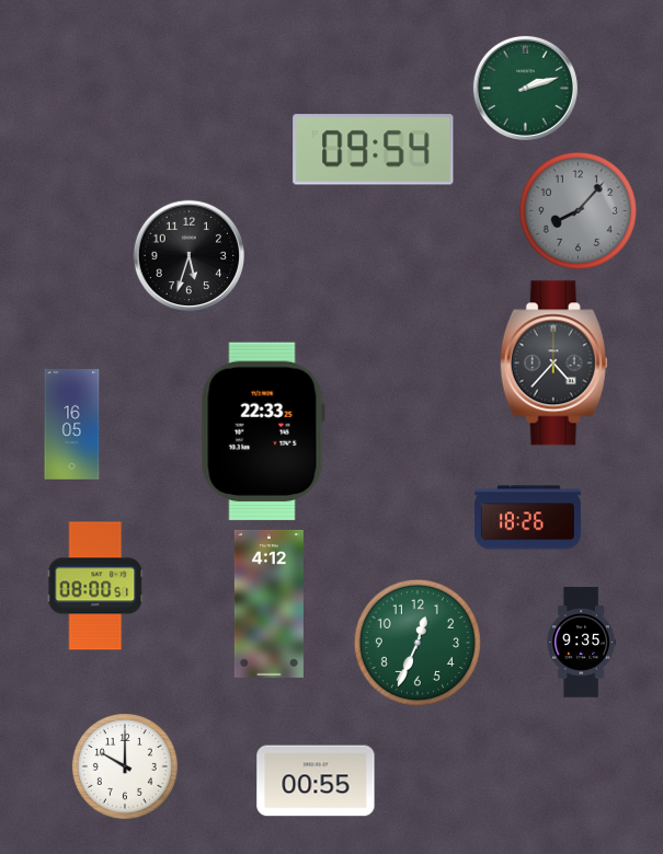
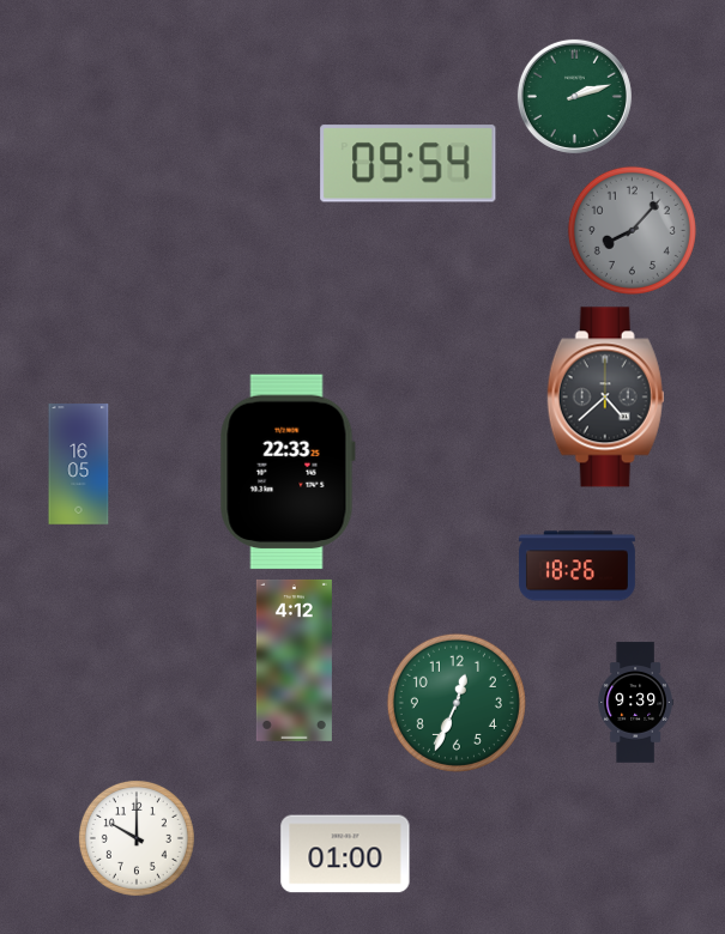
clock at (188, 255): 5:33 -> none
clock at (553, 363): 4:37 -> 4:38
clock at (95, 586): 08:00 -> none
clock at (581, 643): 9:35 -> 9:39
clock at (316, 781): 00:55 -> 01:00
